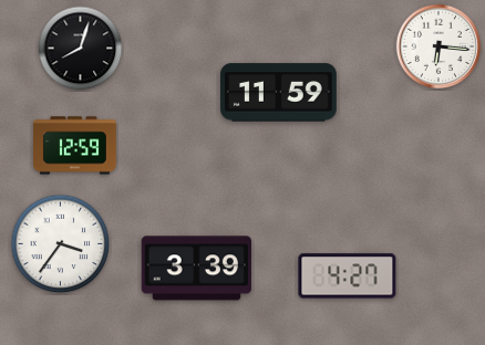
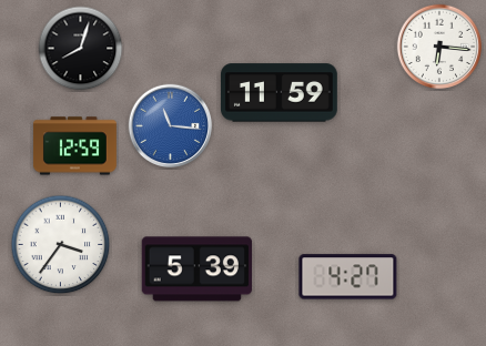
clock at (171, 126): none -> 11:16
clock at (196, 269): 3:39 -> 5:39
